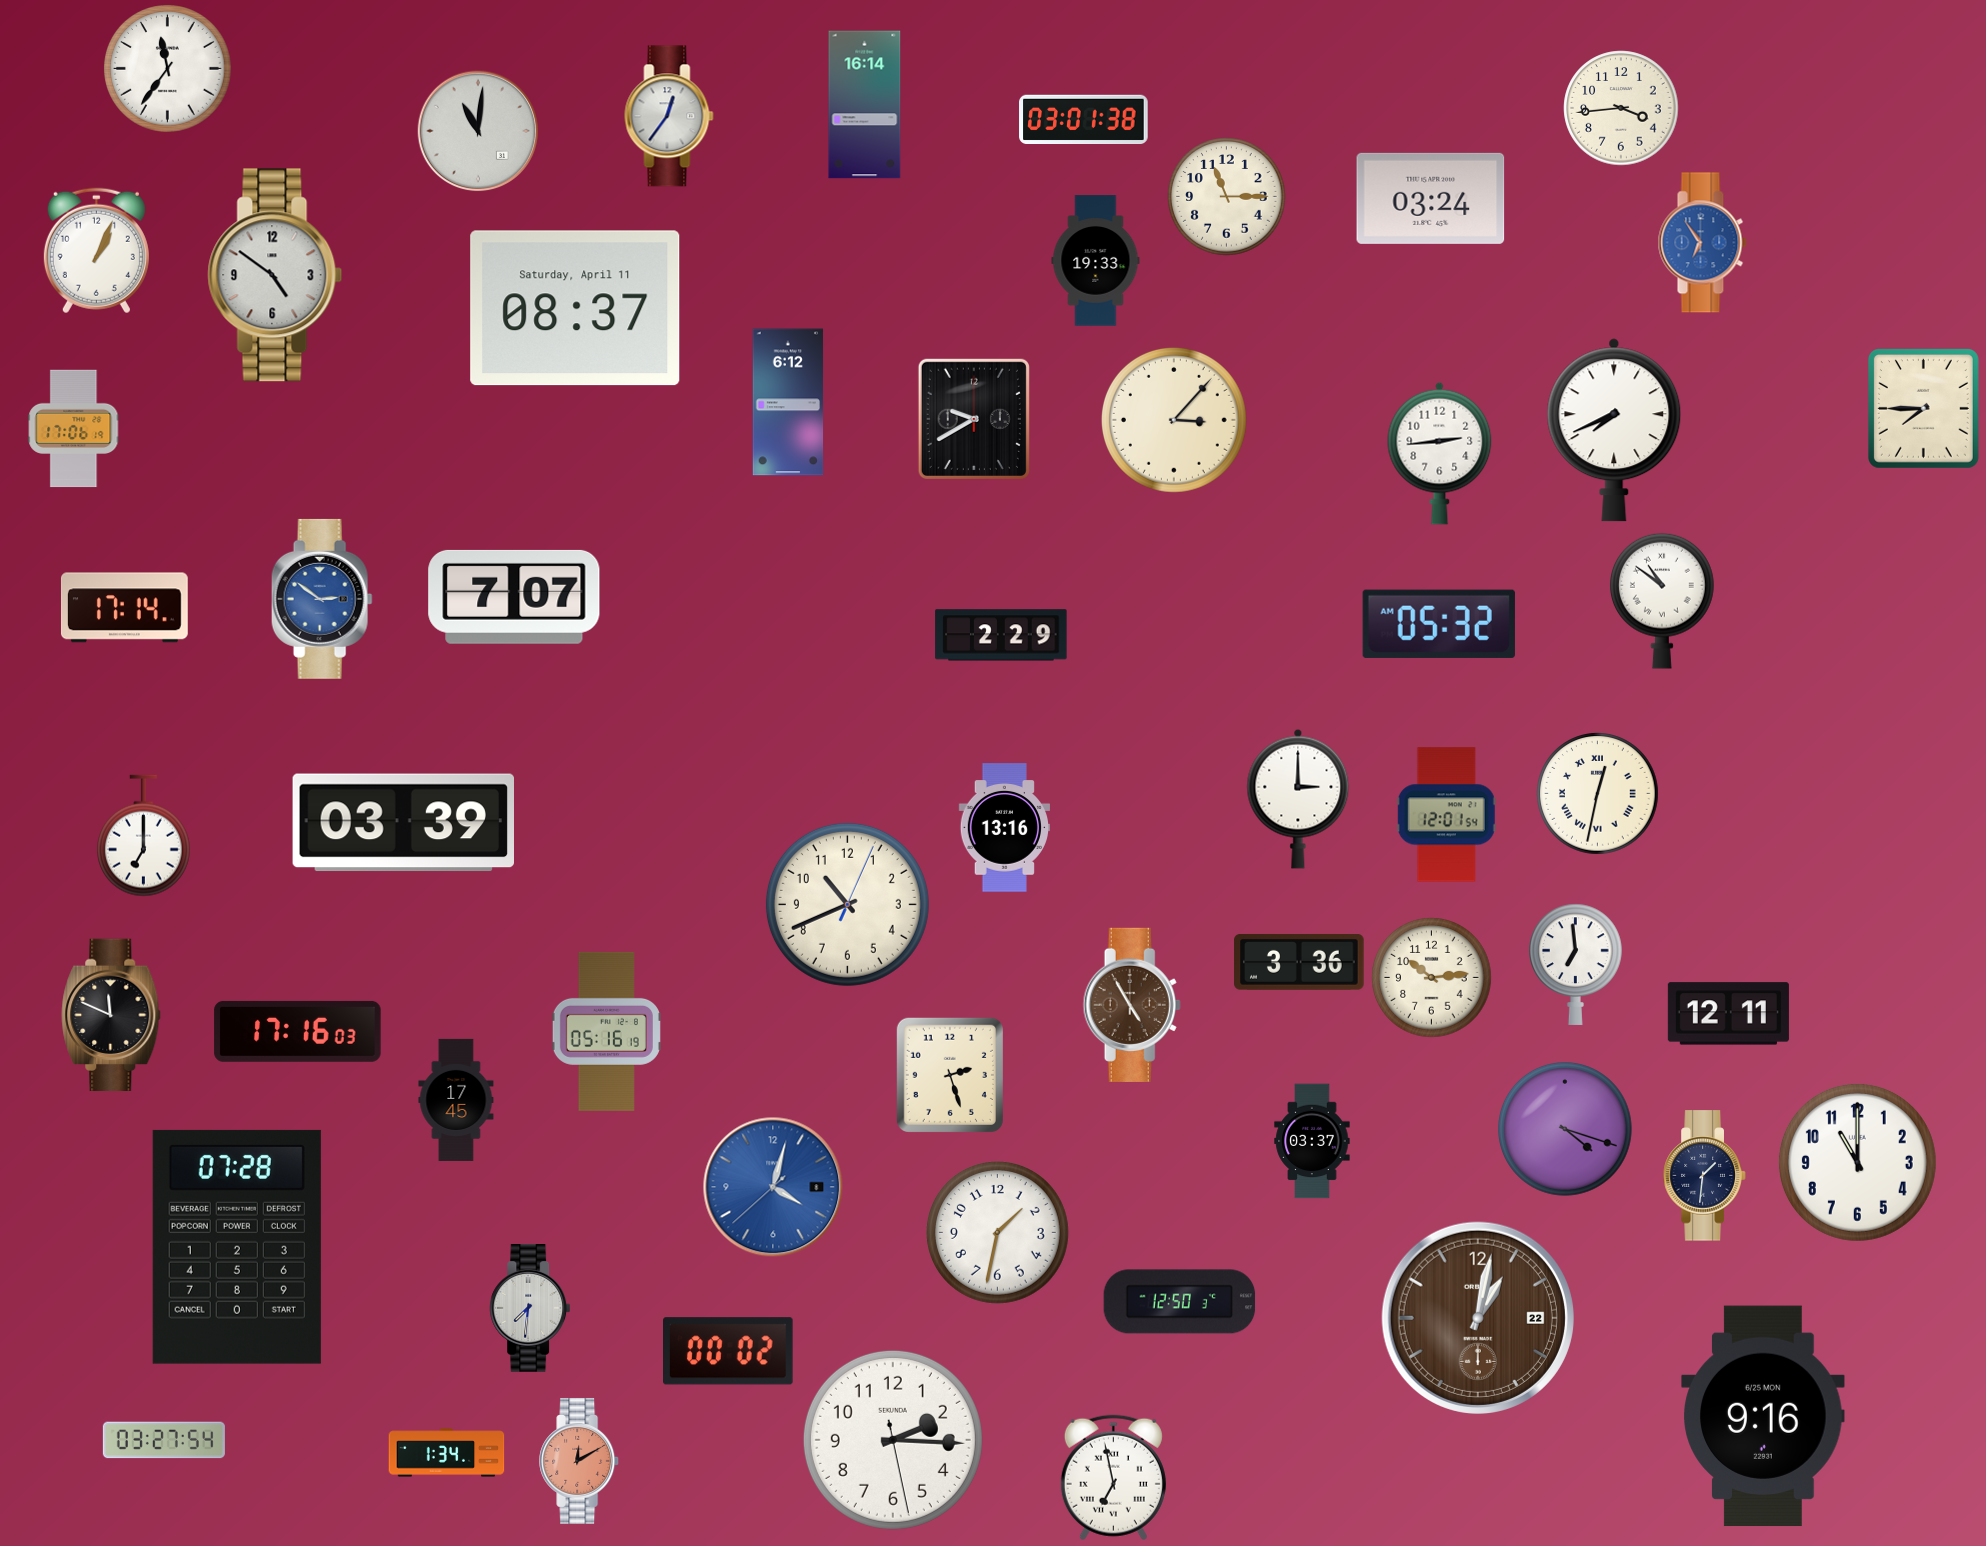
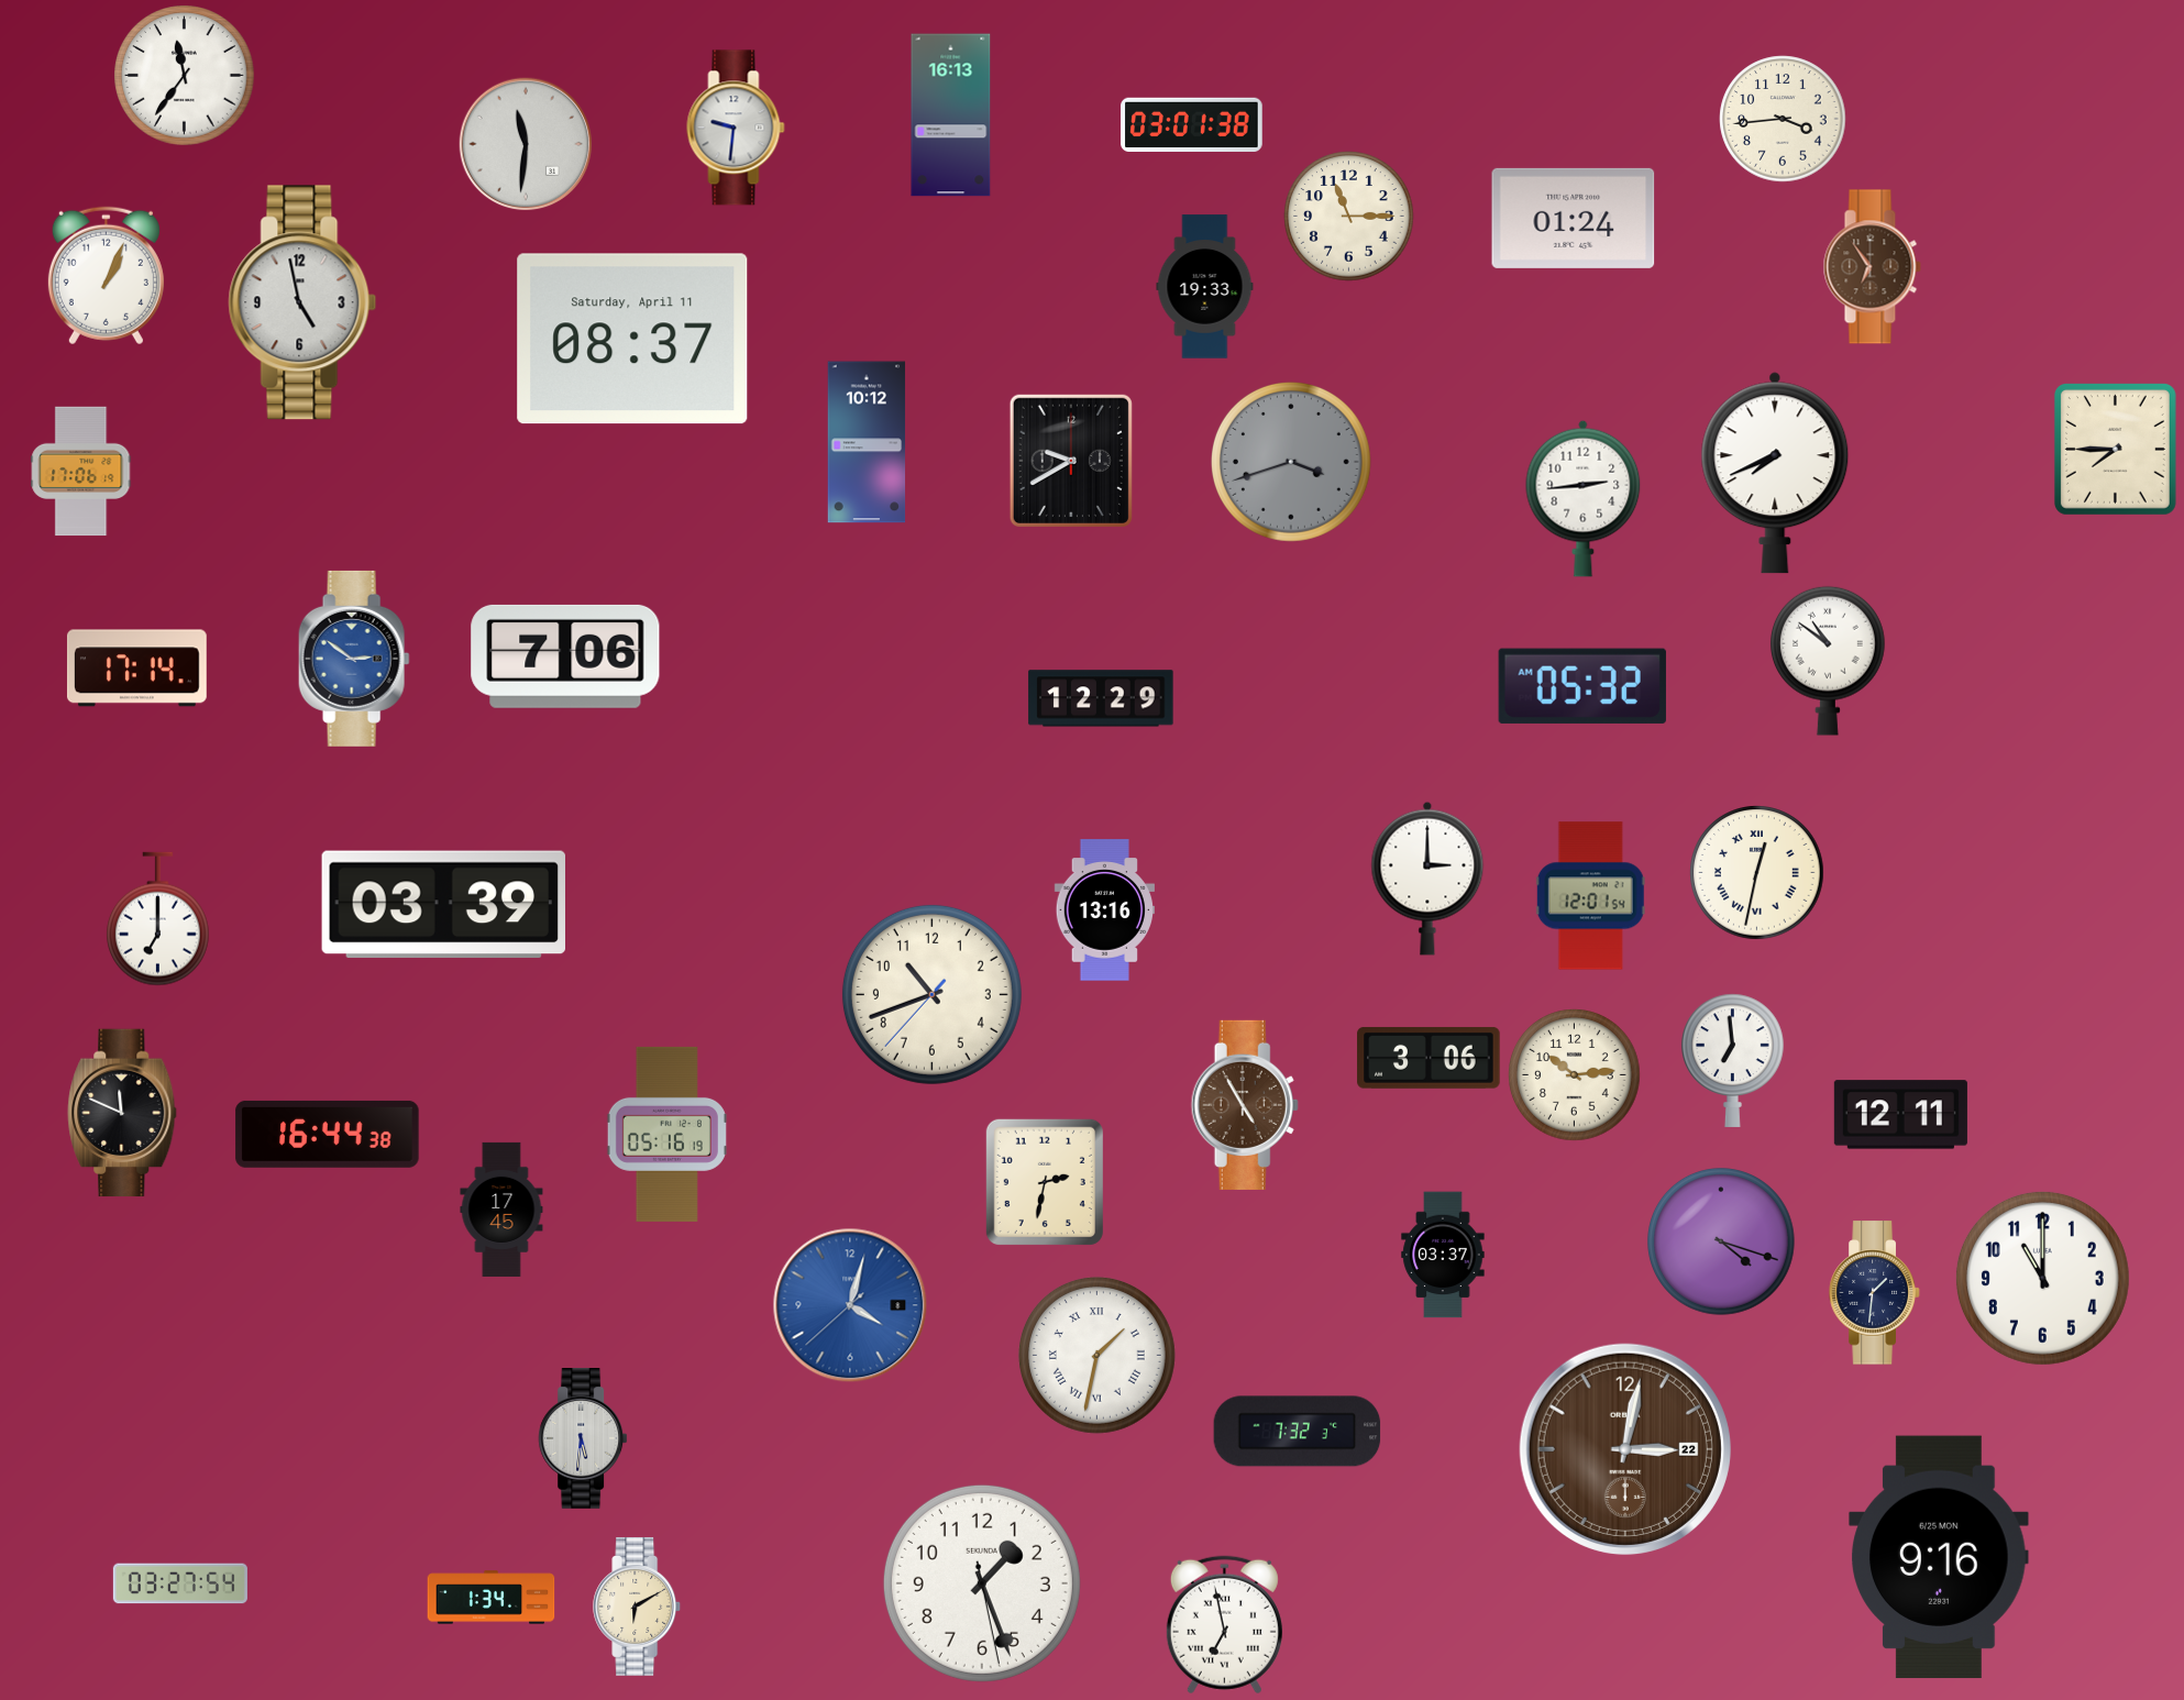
clock at (865, 105): 16:14 -> 16:13
clock at (669, 116): 12:36 -> 9:31
clock at (1084, 120) position: (1084, 120) -> (1192, 125)
clock at (478, 131): 11:01 -> 11:31
clock at (1431, 198): 03:24 -> 01:24
clock at (1702, 243) dial: blue -> brown
clock at (275, 275): 4:51 -> 4:58
clock at (788, 402): 6:12 -> 10:12
clock at (1174, 420): 3:07 -> 3:42
clock at (1174, 420) dial: cream -> grey
clock at (514, 597): 7:07 -> 7:06
clock at (1001, 635): 2:29 -> 12:29
clock at (847, 904): 10:41:04 -> 10:41:37
clock at (1299, 962): 3:36 -> 3:06
clock at (111, 1015) position: (111, 1015) -> (122, 1113)
clock at (298, 1031): 17:16 -> 16:44
clock at (950, 1075): 2:27 -> 2:32
clock at (997, 1232) numerals: Arabic -> Roman
clock at (237, 1247): 07:28 -> none
clock at (1180, 1302): 12:50 -> 7:32
clock at (530, 1309): 7:31 -> 5:31
clock at (1478, 1318): 1:02 -> 3:02
clock at (729, 1351): 00:02 -> none
clock at (893, 1440): 2:15 -> 1:26
clock at (580, 1461): 12:10 -> 6:10
clock at (580, 1461) dial: salmon -> cream
